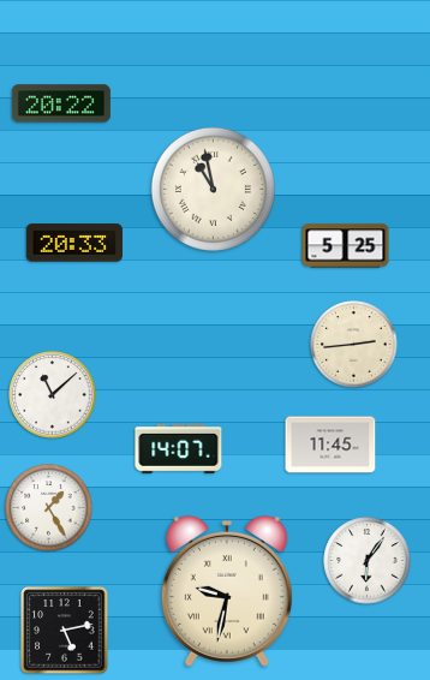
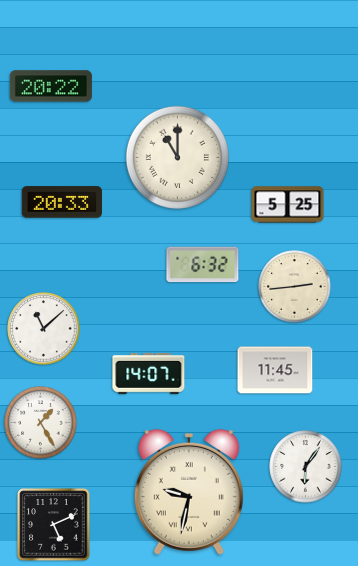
clock at (213, 189): 10:58 -> 11:00
clock at (203, 265): none -> 6:32
clock at (65, 631): 5:13 -> 5:11
